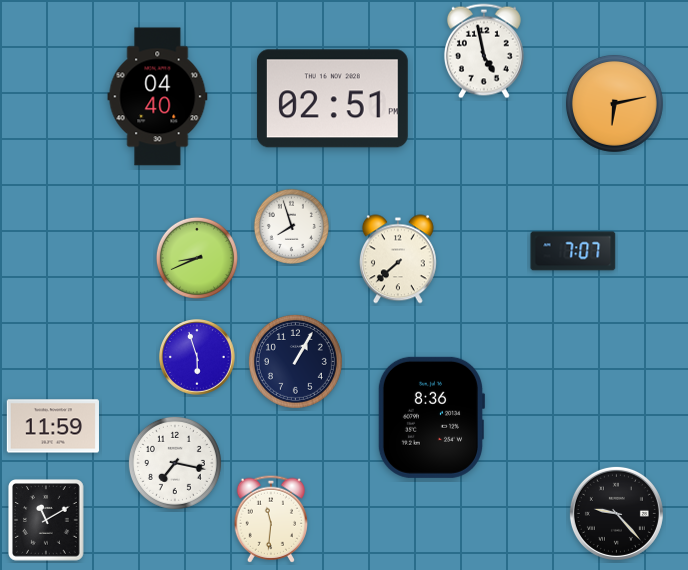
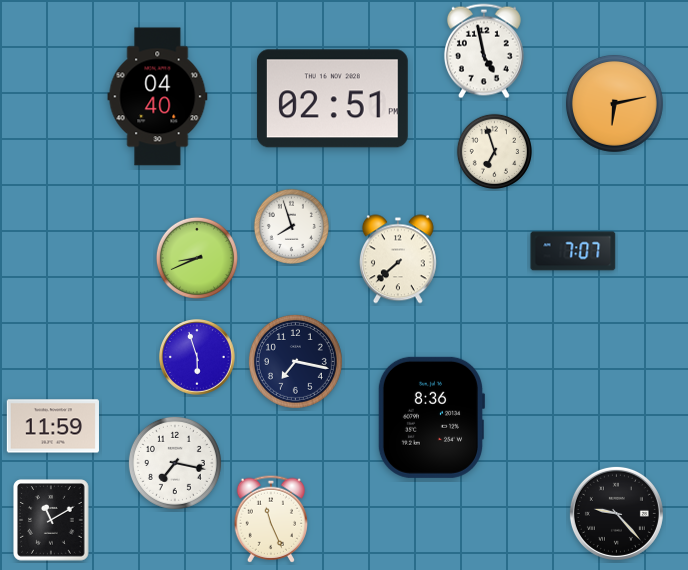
clock at (494, 151): none -> 6:57
clock at (295, 361): 1:05 -> 7:17
clock at (270, 519): 11:31 -> 11:26
clock at (46, 520) position: (46, 520) -> (51, 520)
